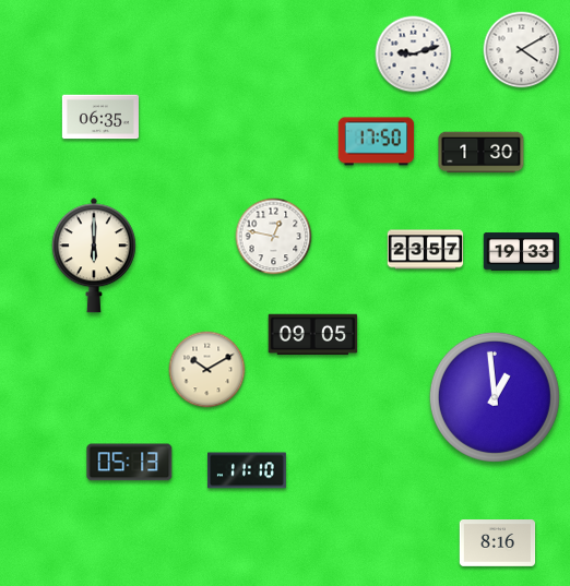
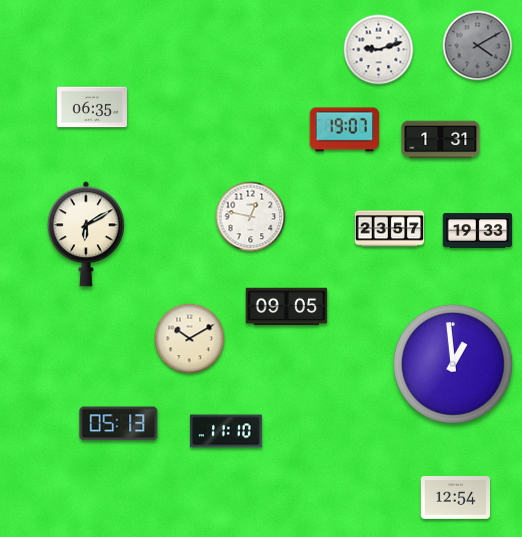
clock at (522, 50) dial: white -> grey
clock at (377, 142): 17:50 -> 19:07
clock at (482, 153): 1:30 -> 1:31
clock at (94, 255): 6:00 -> 6:10
clock at (498, 543): 8:16 -> 12:54
